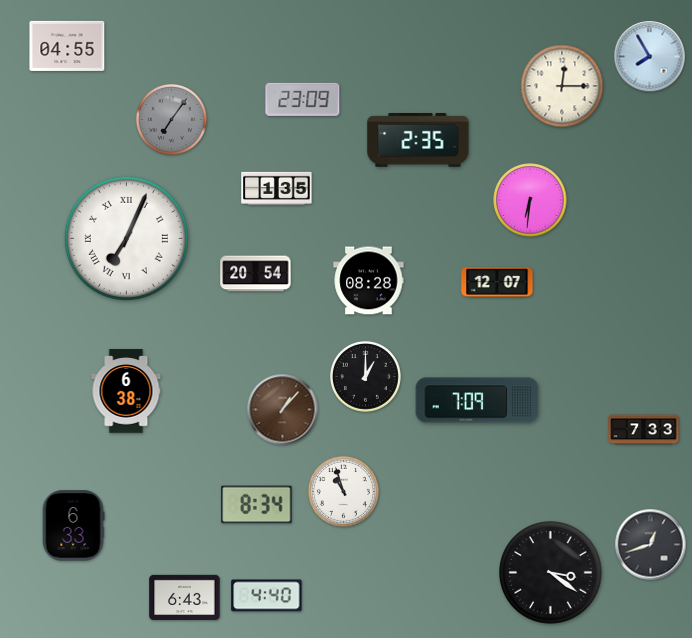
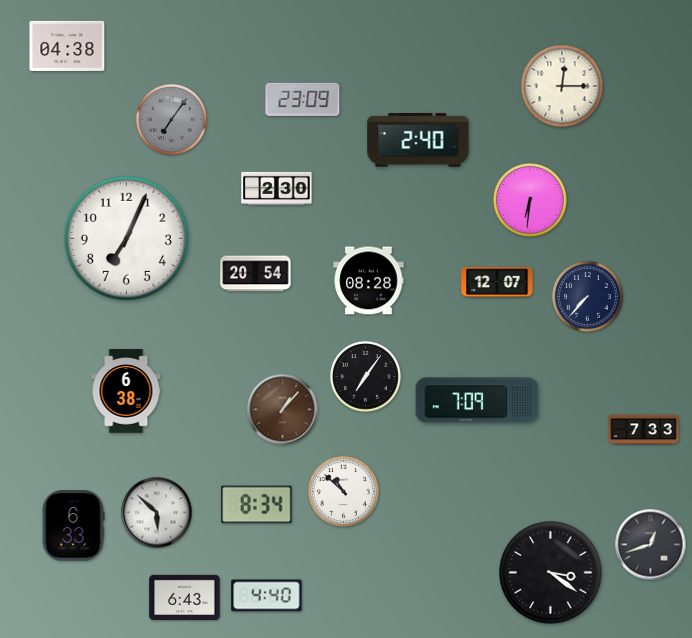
clock at (67, 46): 04:55 -> 04:38
clock at (650, 57): 7:55 -> none
clock at (418, 140): 2:35 -> 2:40
clock at (277, 188): 1:35 -> 2:30
clock at (126, 238) numerals: Roman -> Arabic
clock at (587, 296): none -> 7:37
clock at (365, 376): 1:00 -> 7:06
clock at (343, 491): 10:57 -> 10:52
clock at (157, 513): none -> 5:52
